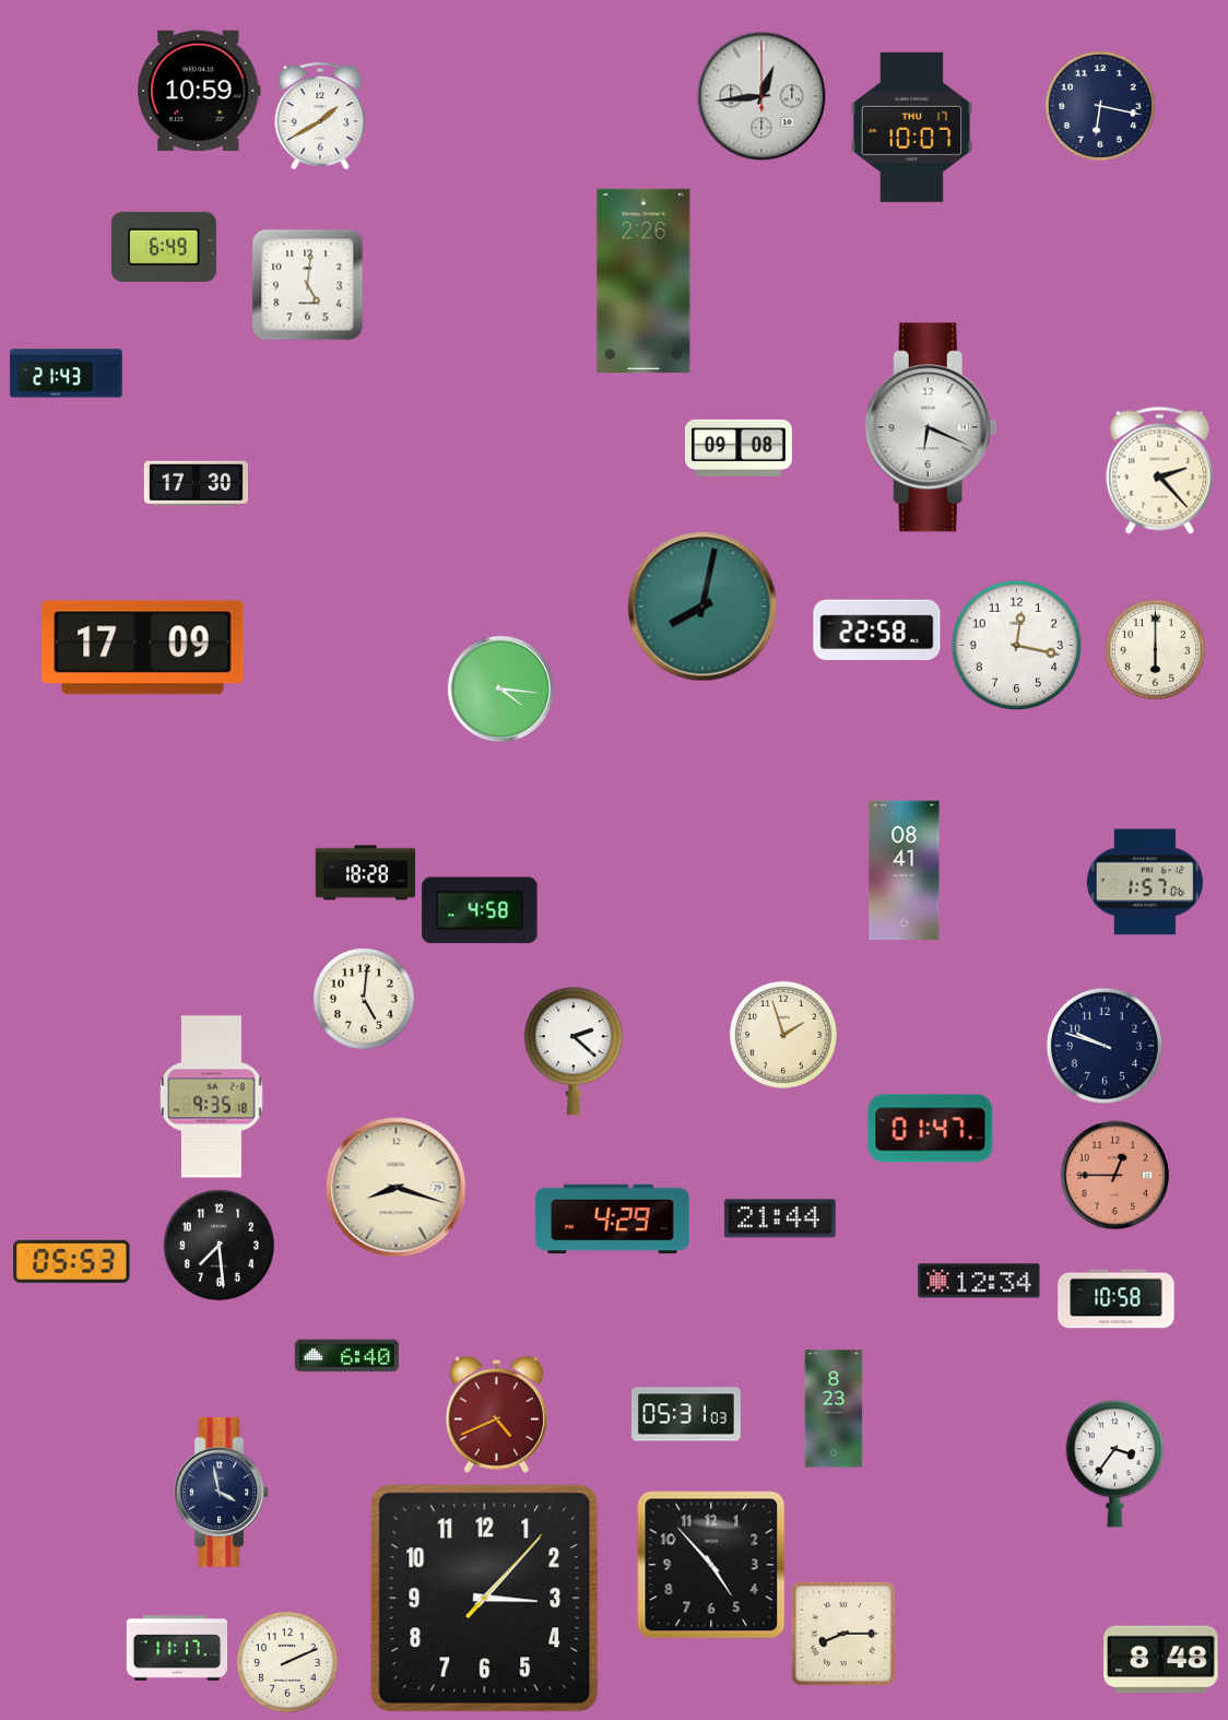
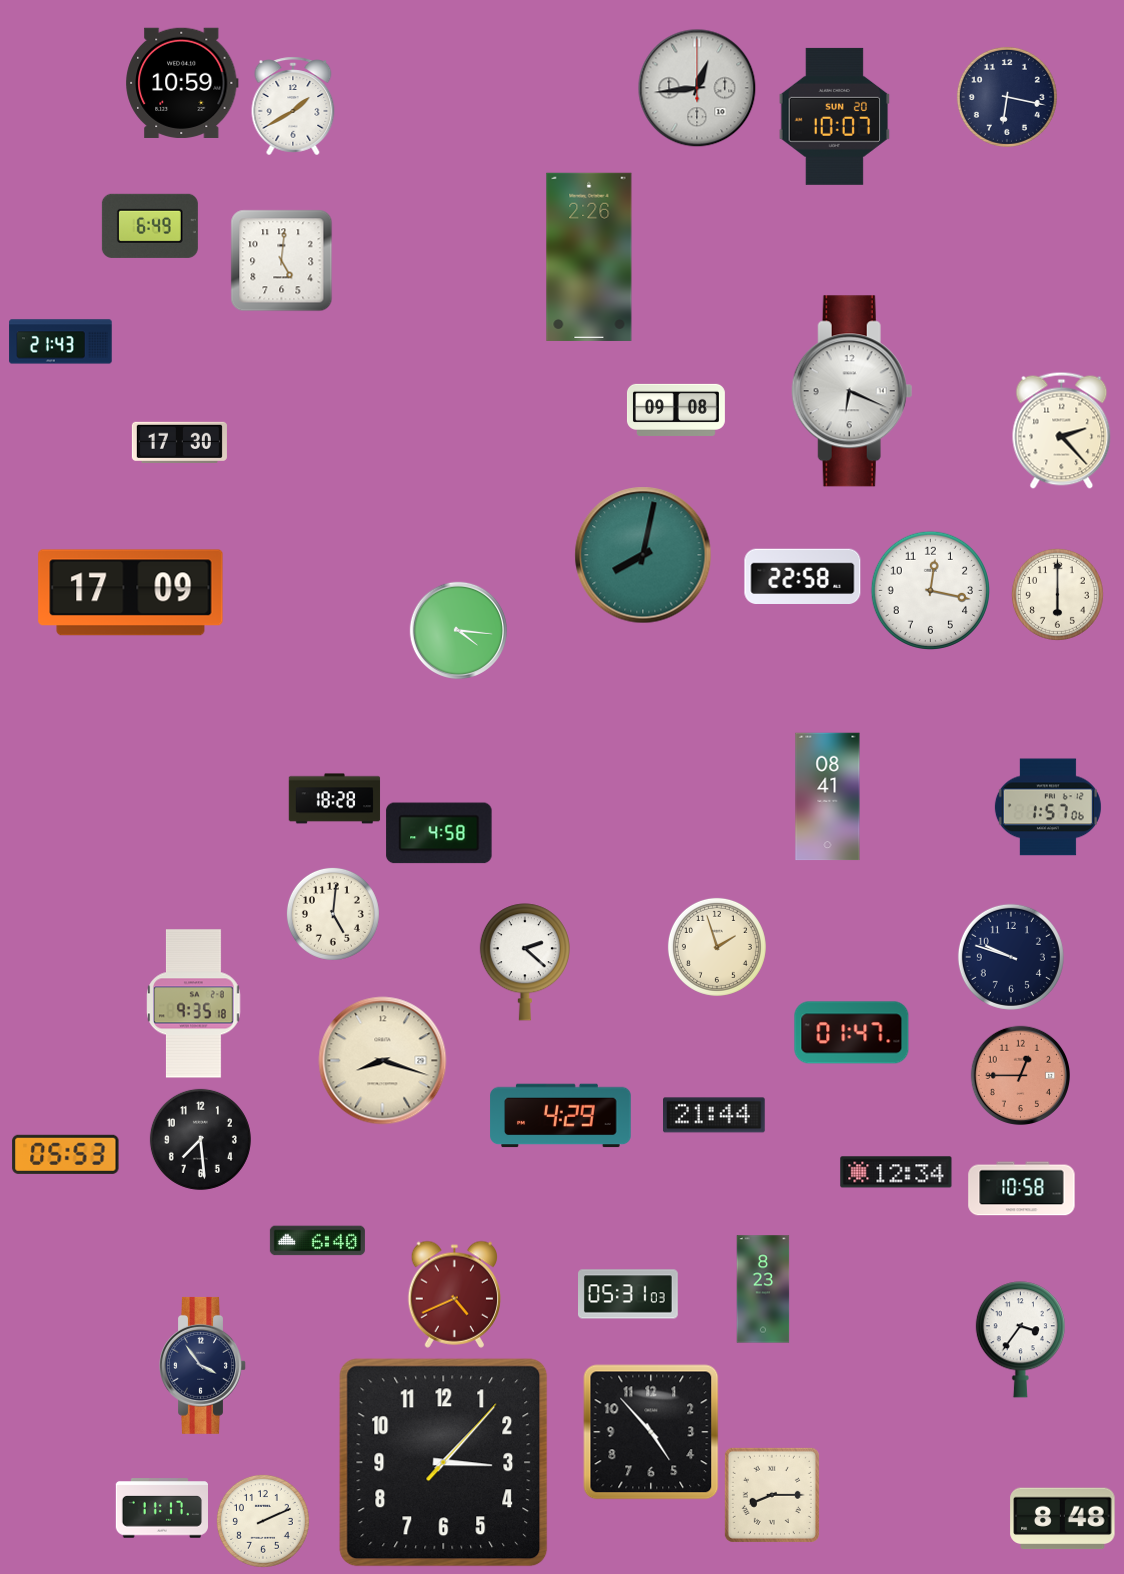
clock at (912, 127) date: THU 17 -> SUN 20
clock at (397, 1188) position: (397, 1188) -> (383, 1061)
clock at (222, 1492): 3:58 -> 3:54
